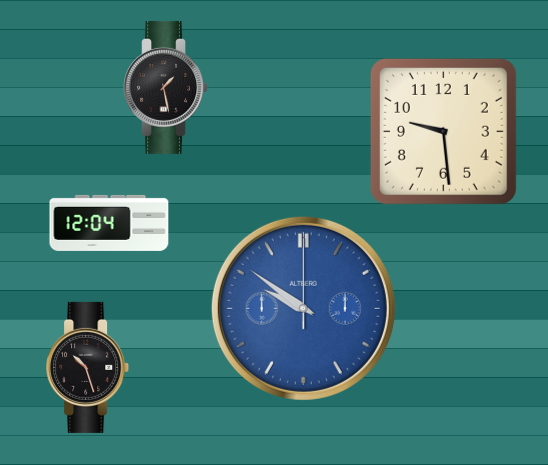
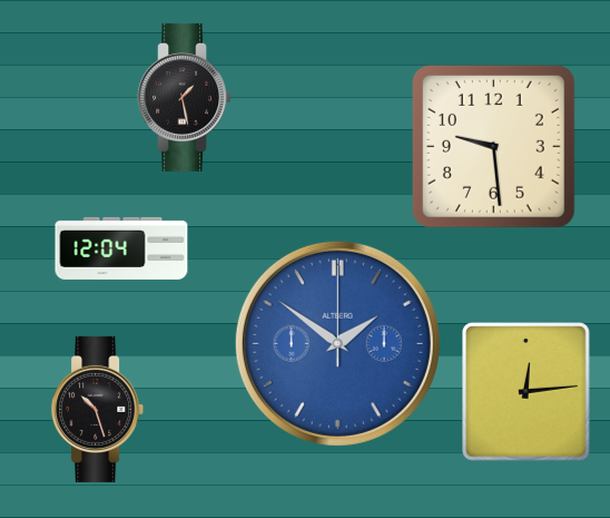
clock at (303, 308): 9:51 -> 1:51
clock at (527, 392): none -> 12:14
